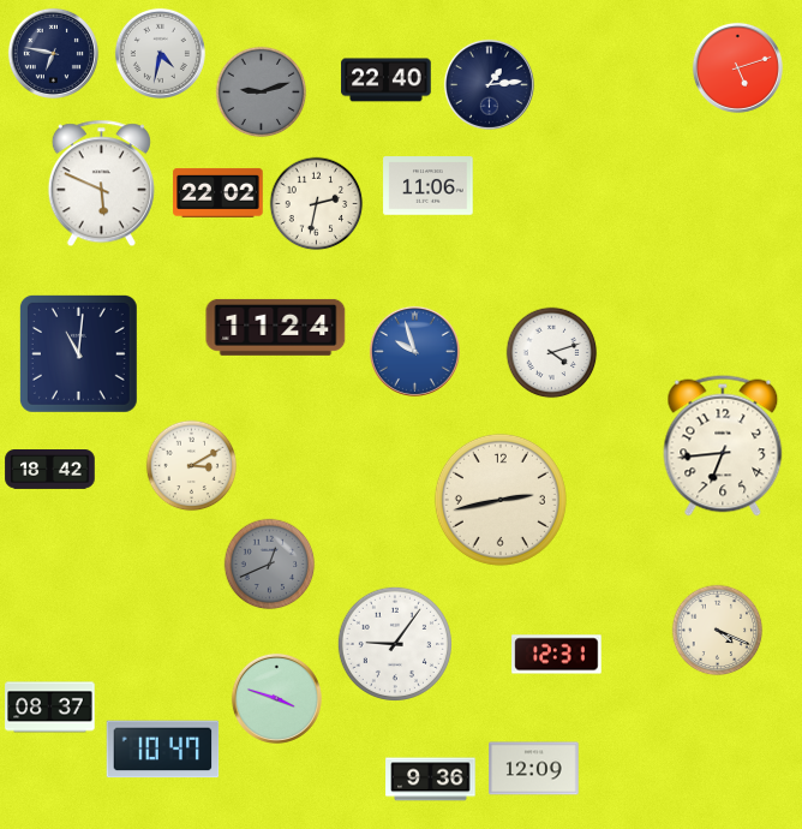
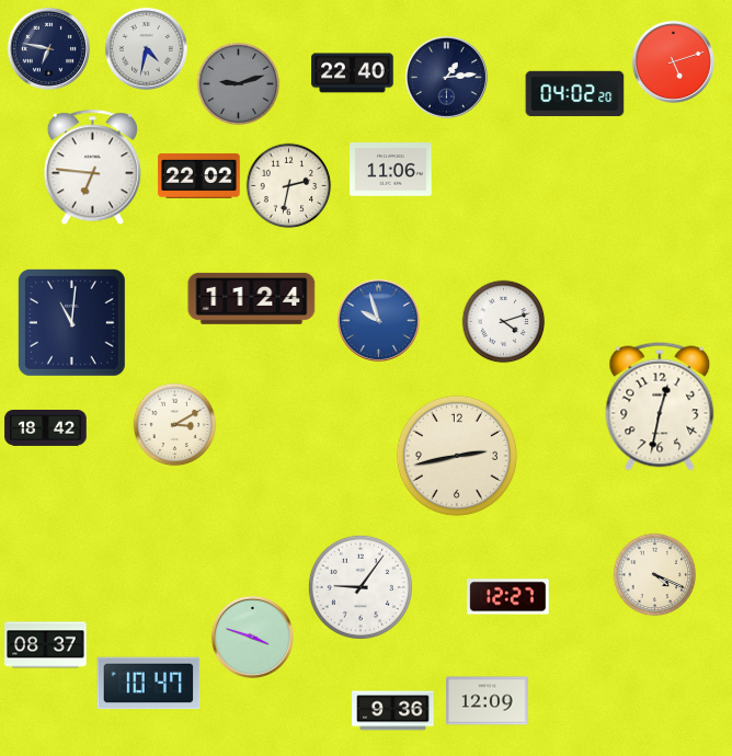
clock at (575, 94): none -> 04:02
clock at (101, 184): 5:49 -> 6:46
clock at (723, 446): 6:44 -> 12:32
clock at (270, 565): 12:41 -> none
clock at (557, 655): 12:31 -> 12:27
